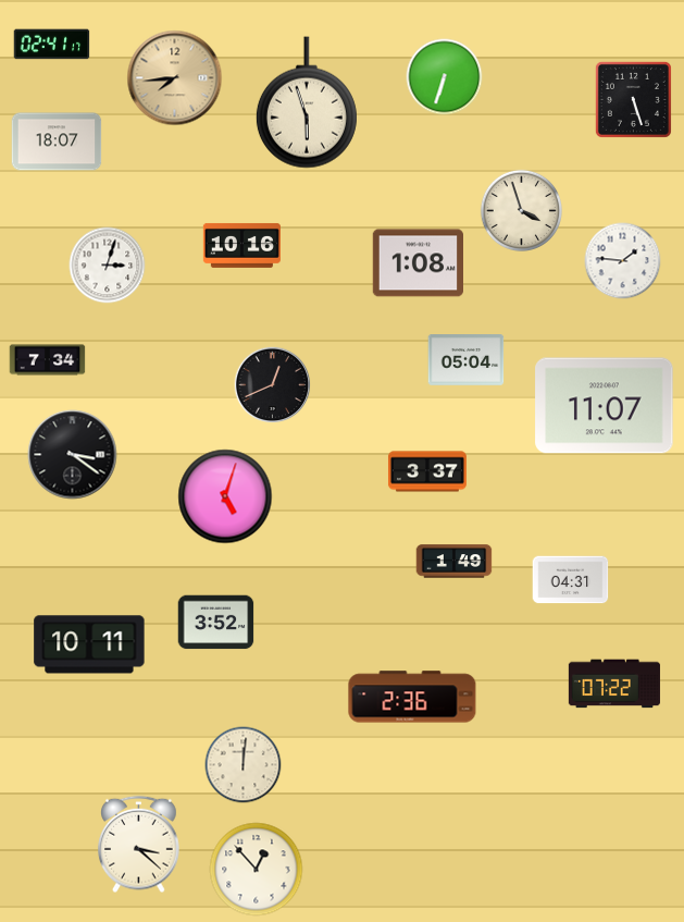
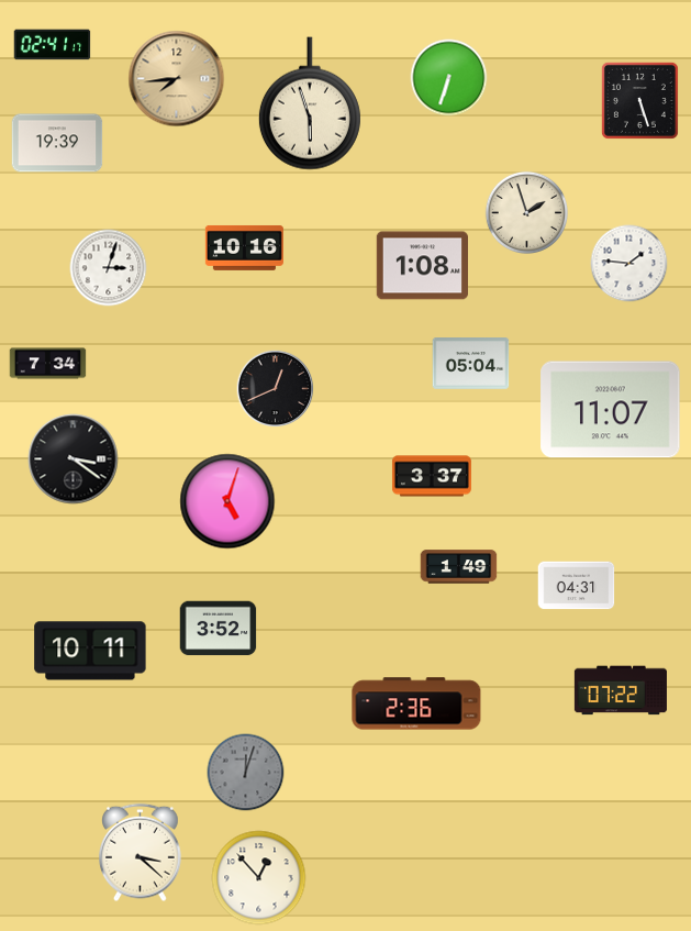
clock at (57, 142): 18:07 -> 19:39
clock at (522, 211): 3:57 -> 1:57
clock at (244, 765): 12:01 -> 12:03
clock at (244, 765) dial: cream -> grey
